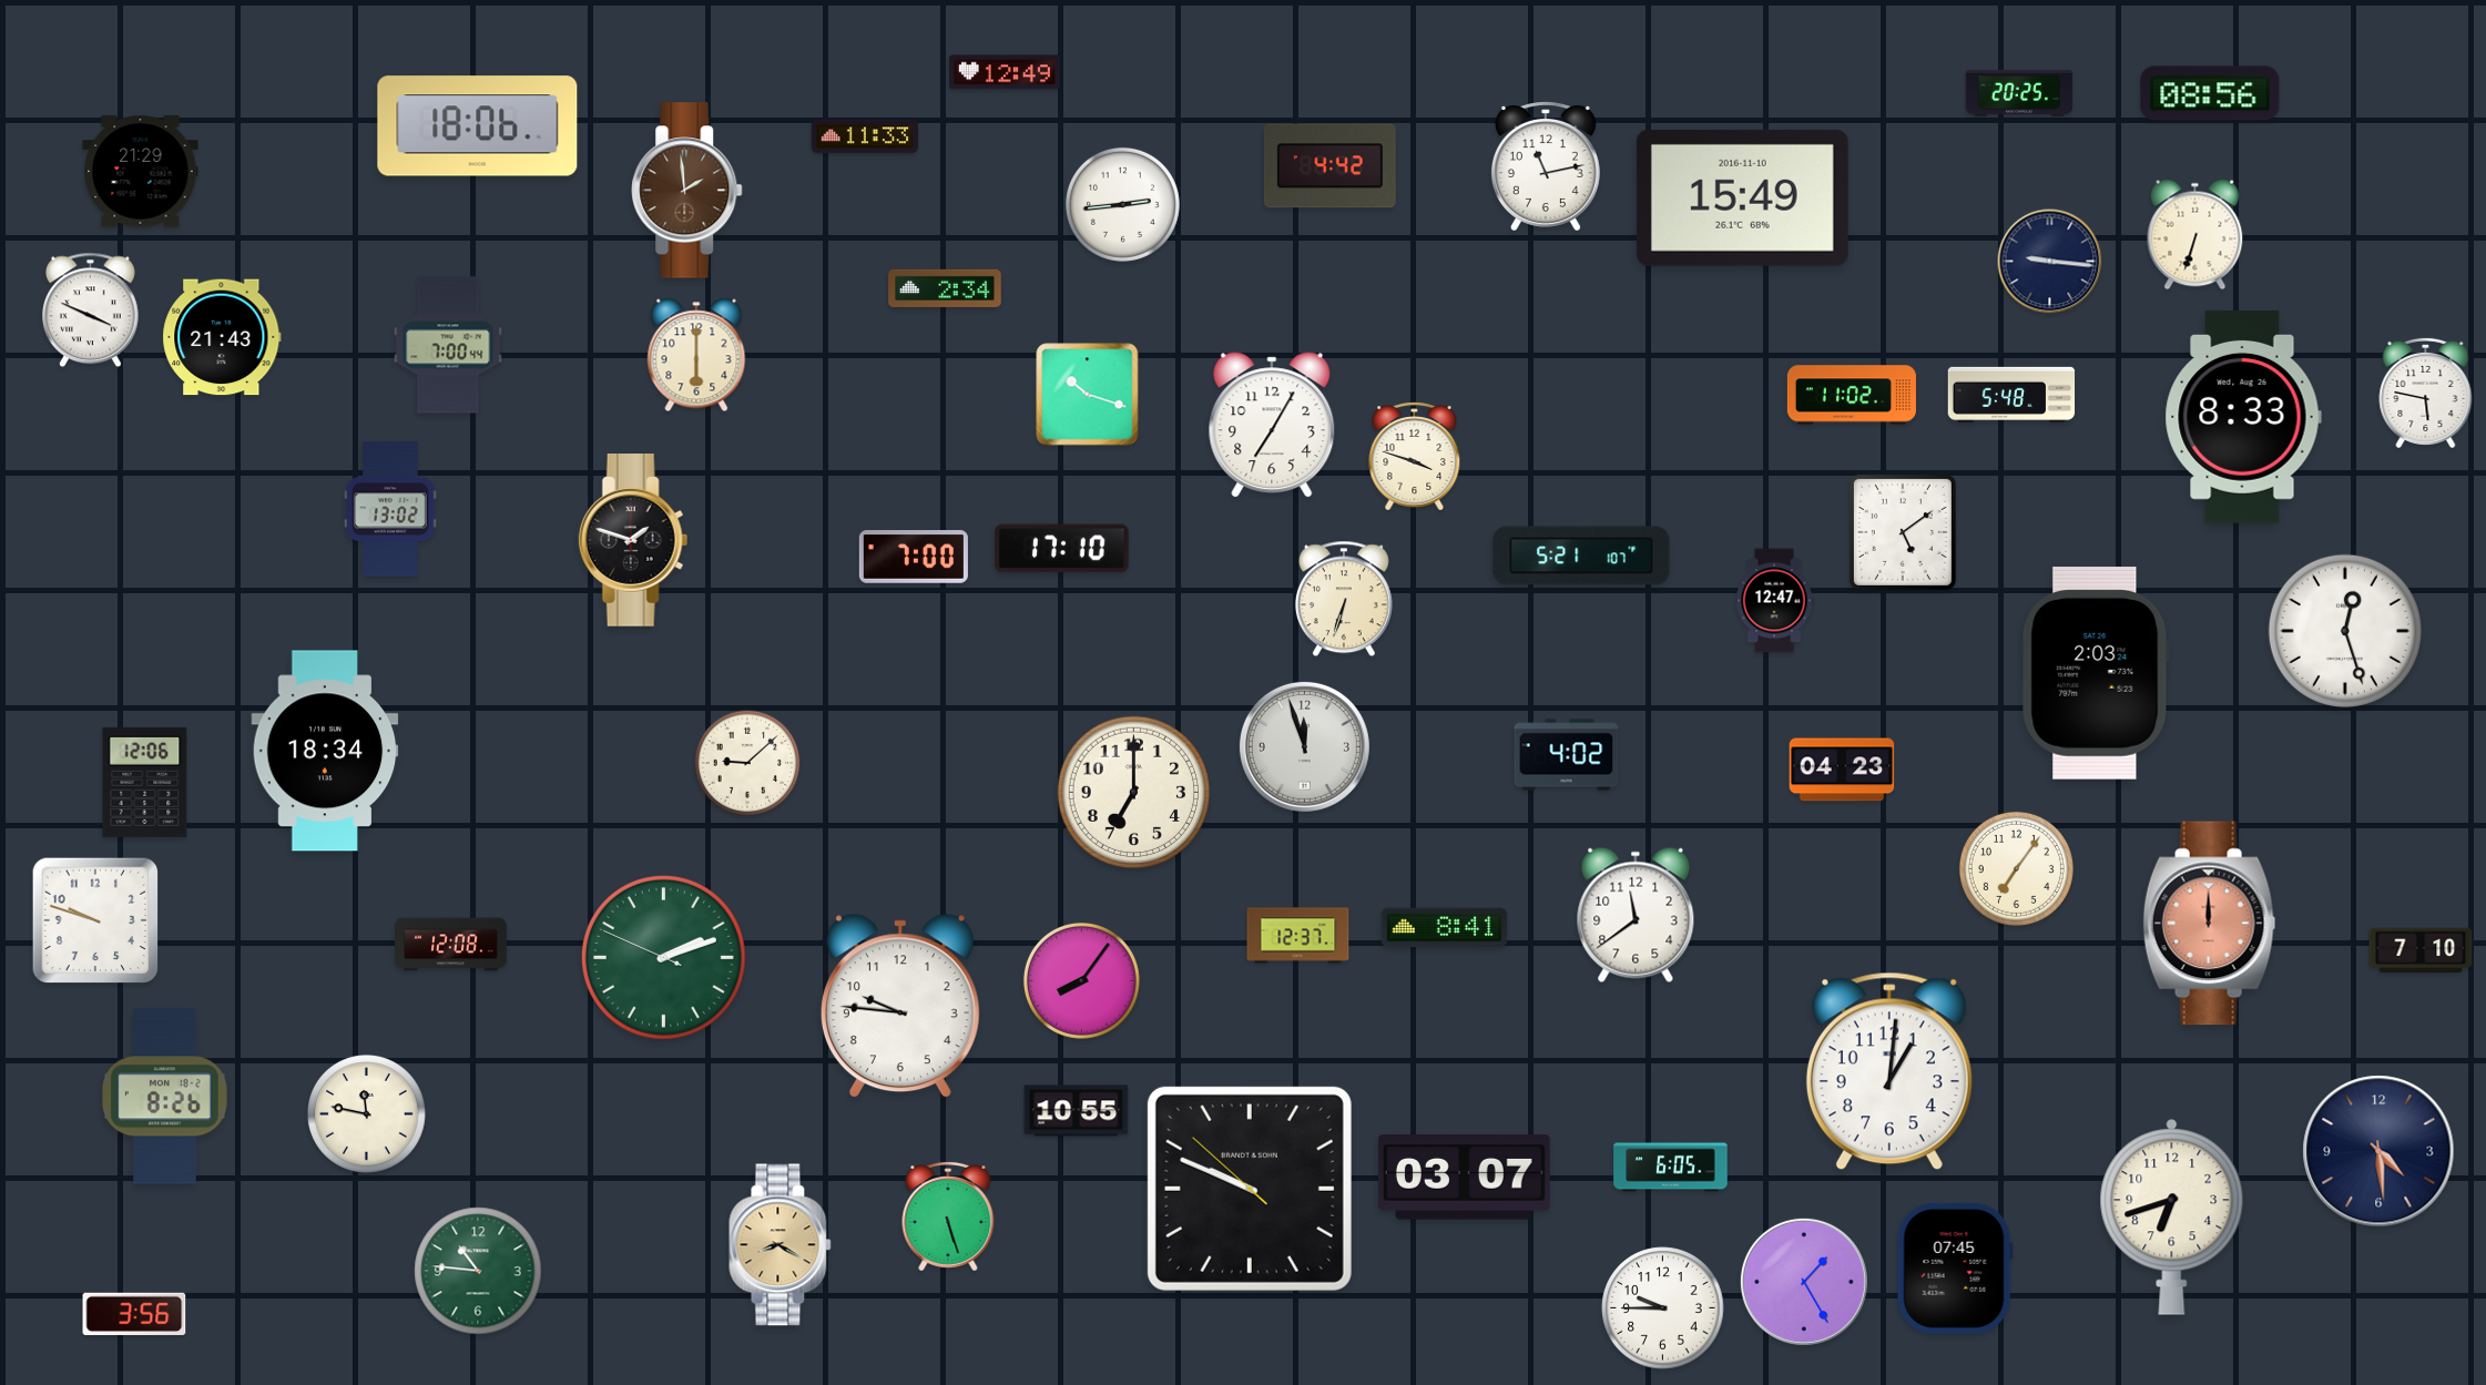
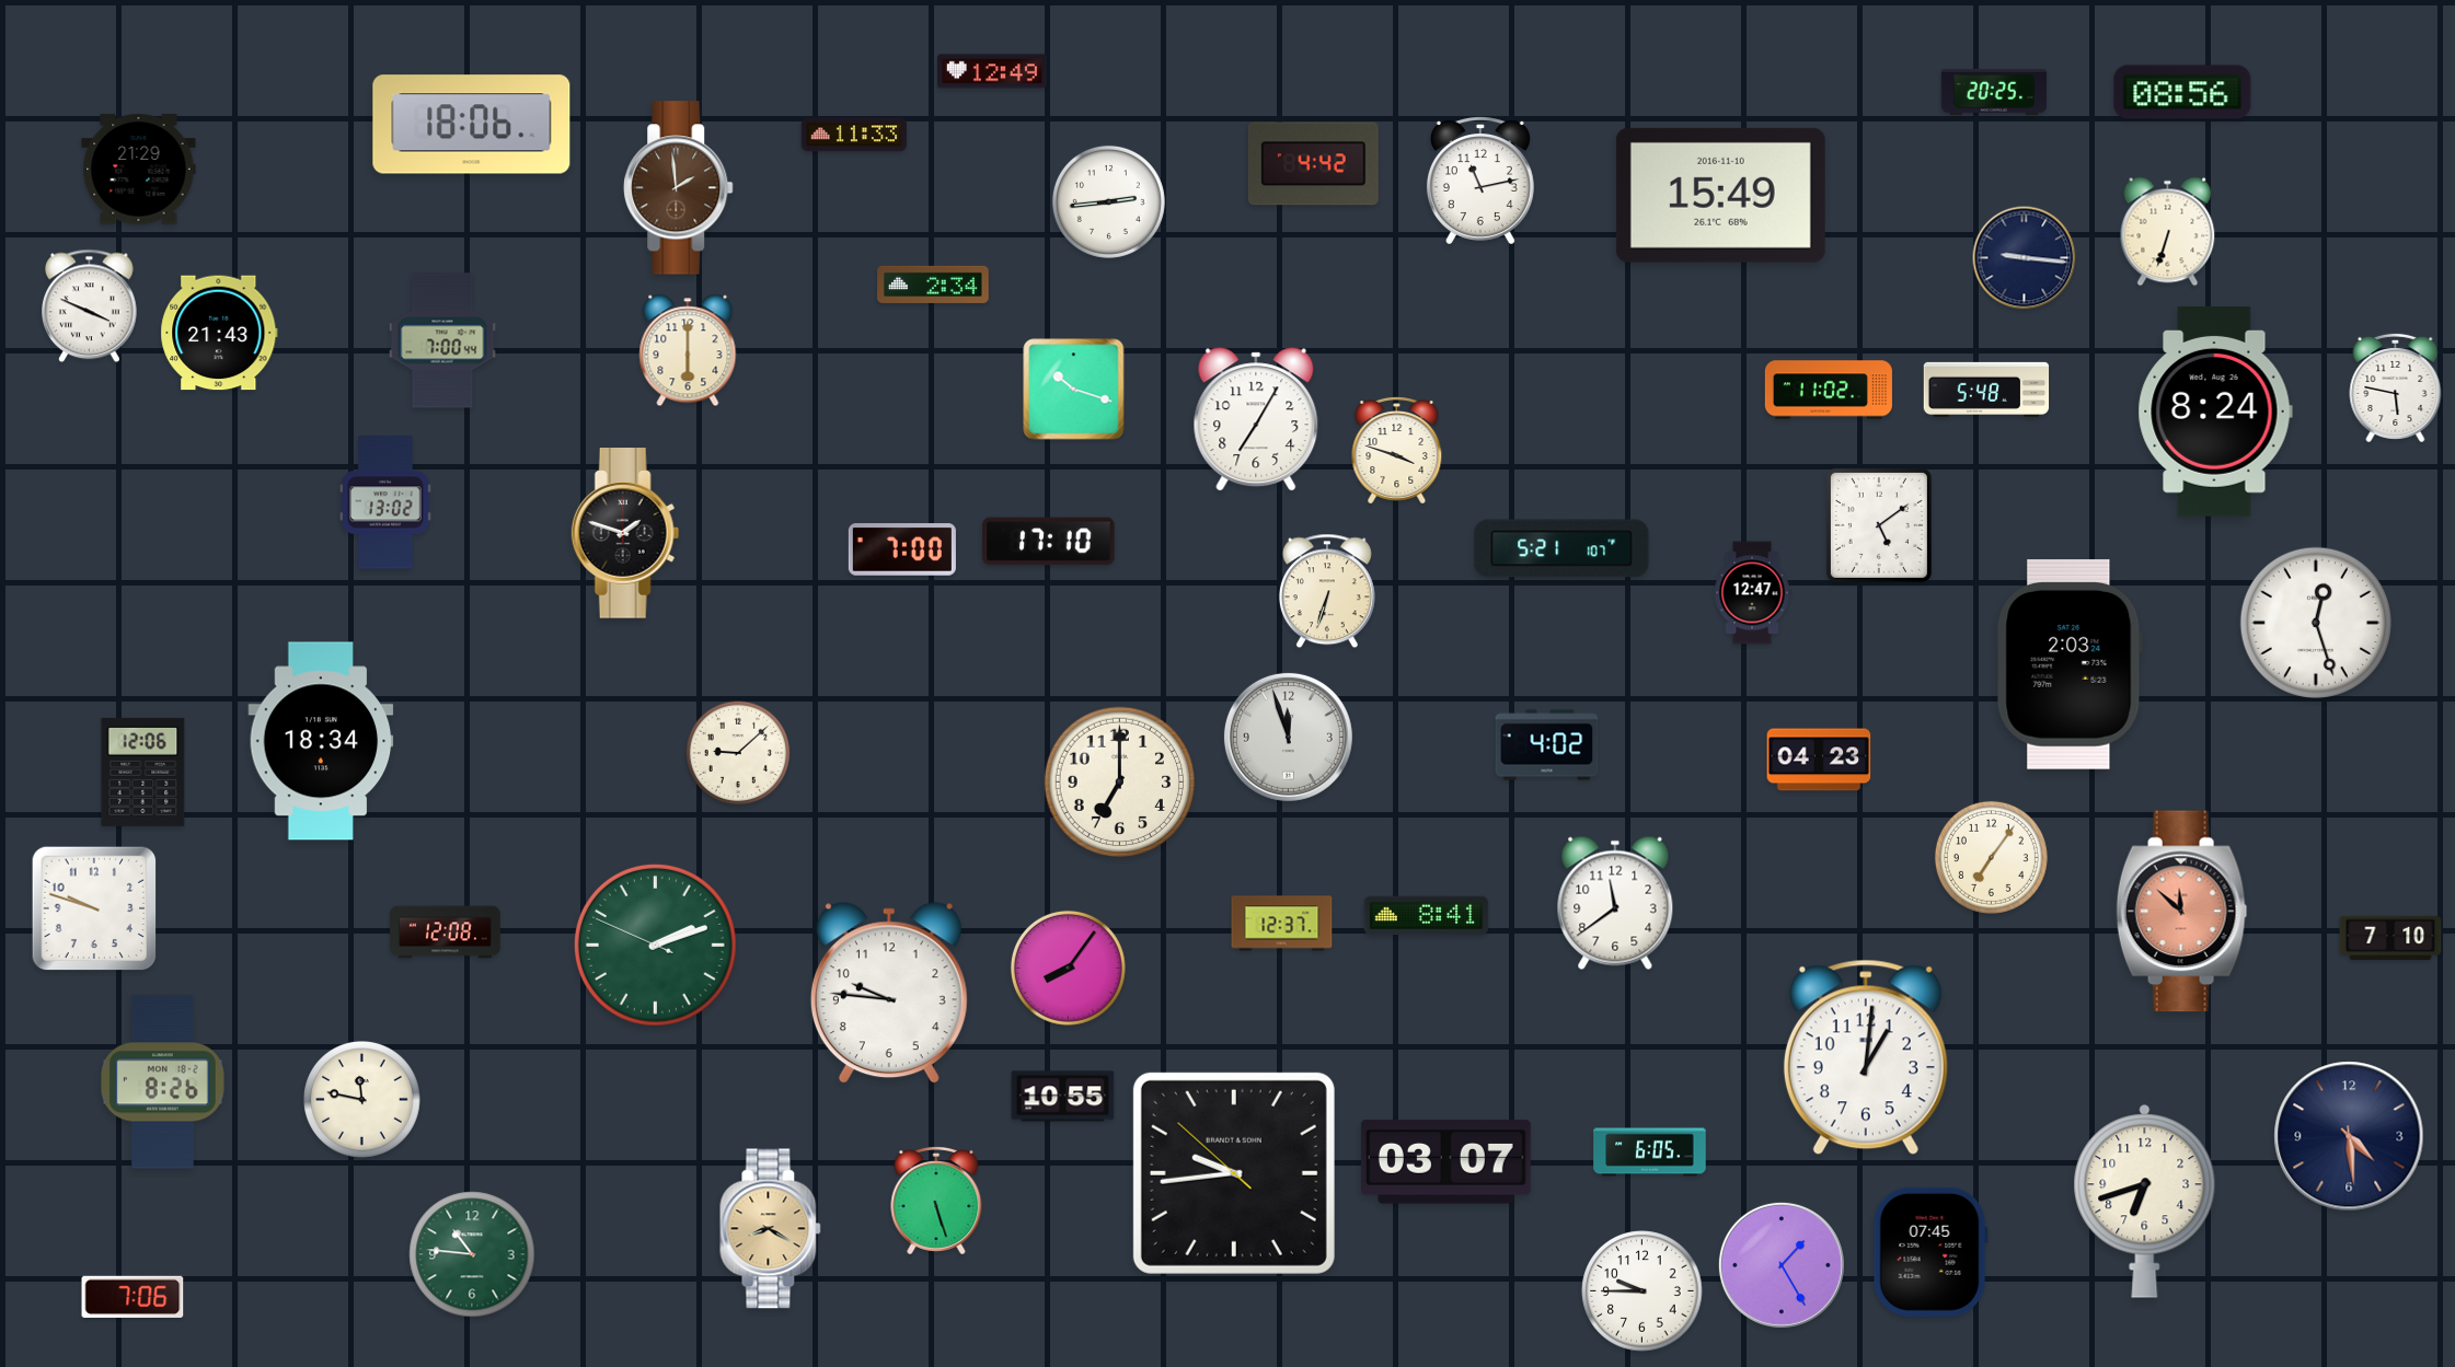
clock at (1546, 166) position: (1546, 166) -> (1480, 181)
clock at (2243, 417): 8:33 -> 8:24
clock at (2210, 924): 12:00 -> 11:52
clock at (1250, 1189): 9:48 -> 9:43
clock at (134, 1313): 3:56 -> 7:06
